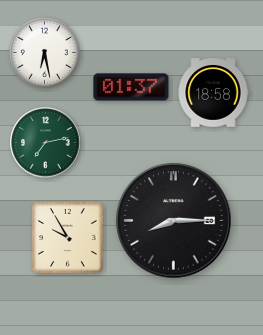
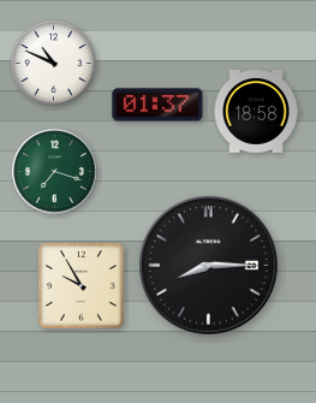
clock at (44, 52): 6:28 -> 10:49
clock at (46, 143): 7:13 -> 7:18
